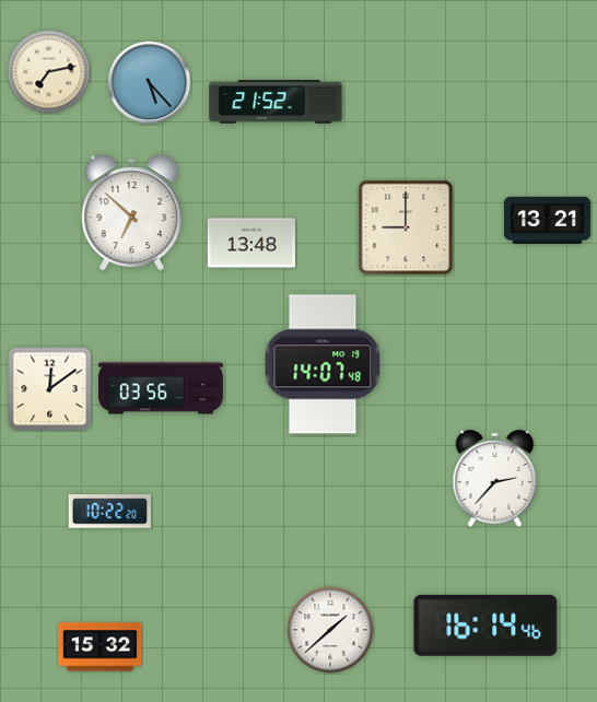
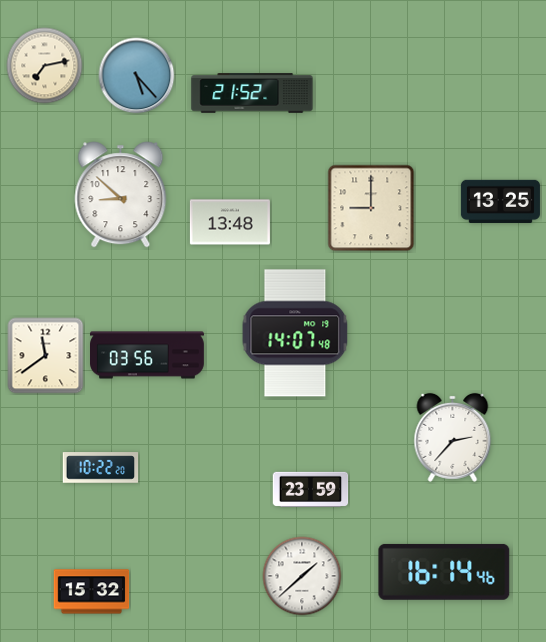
clock at (132, 213): 6:52 -> 8:52
clock at (547, 220): 13:21 -> 13:25
clock at (50, 389): 12:09 -> 11:39
clock at (311, 489): none -> 23:59
